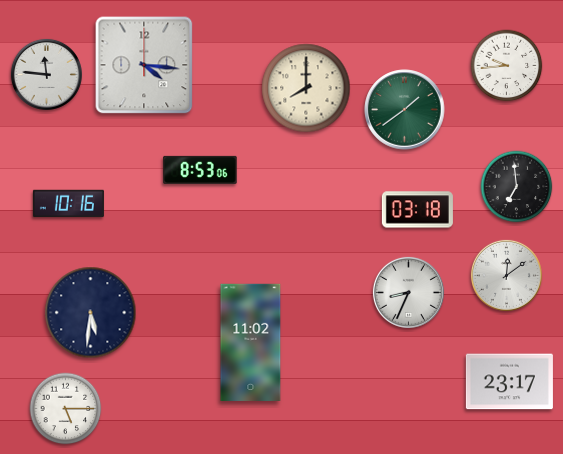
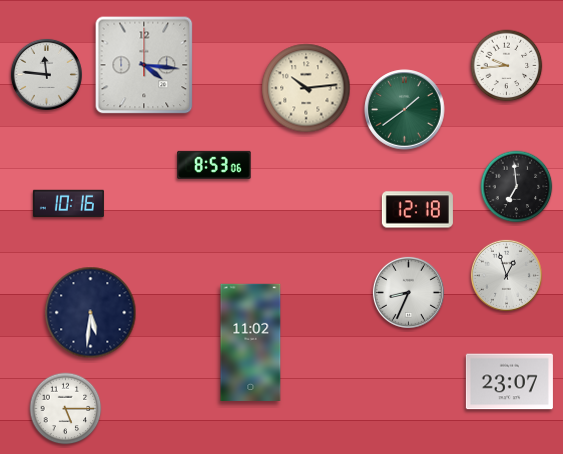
clock at (306, 88): 8:00 -> 10:14
clock at (200, 170) position: (200, 170) -> (214, 165)
clock at (417, 210): 03:18 -> 12:18
clock at (506, 275): 12:09 -> 12:57
clock at (509, 382): 23:17 -> 23:07
